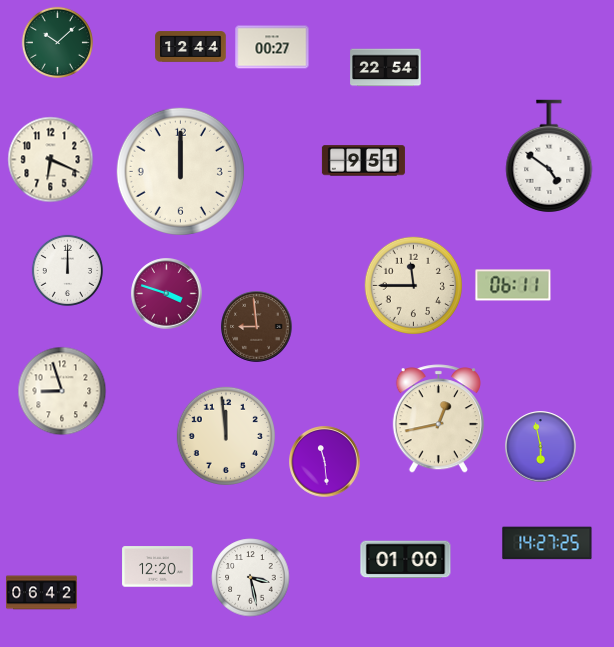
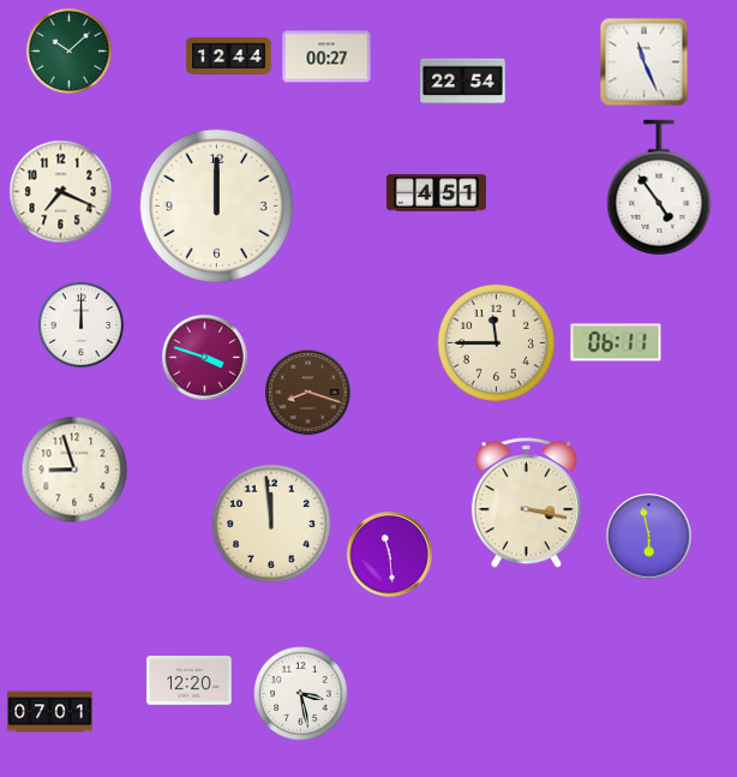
clock at (645, 62): none -> 11:26
clock at (549, 156): 4:51 -> 4:54
clock at (51, 160): 6:19 -> 7:19
clock at (363, 161): 9:51 -> 4:51
clock at (167, 294) position: (167, 294) -> (205, 358)
clock at (257, 327): 8:59 -> 8:18
clock at (438, 419): 12:43 -> 3:17
clock at (547, 543): 14:27 -> none
clock at (406, 560): 01:00 -> none
clock at (42, 593): 06:42 -> 07:01
